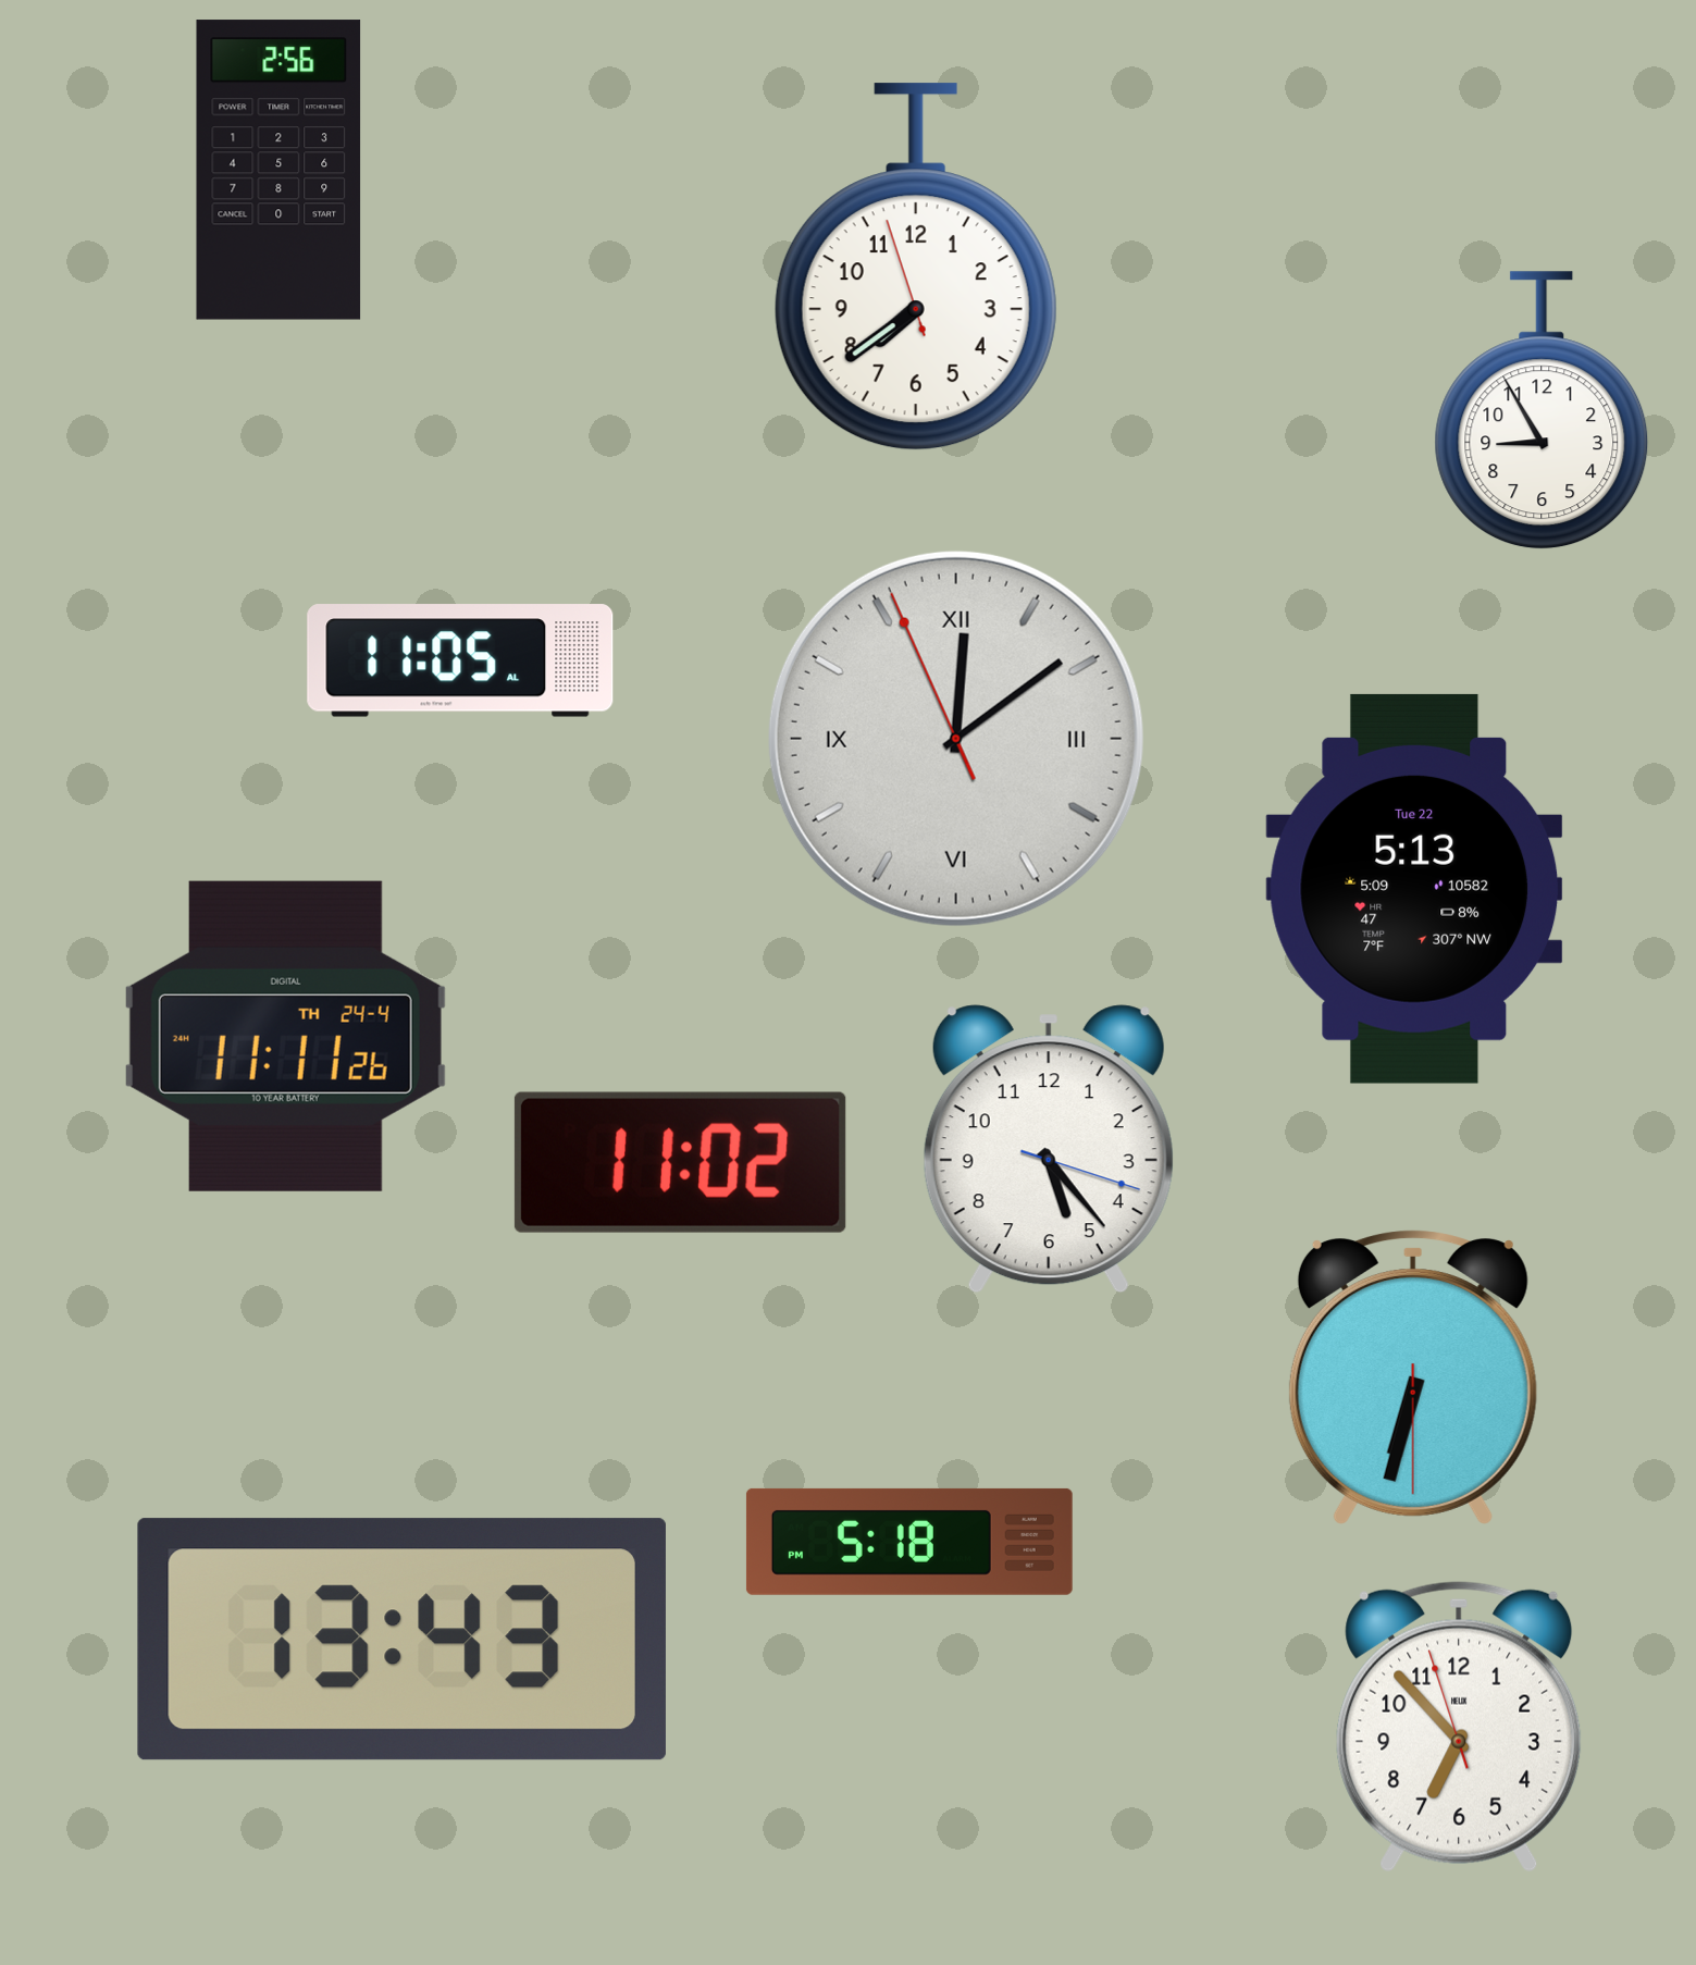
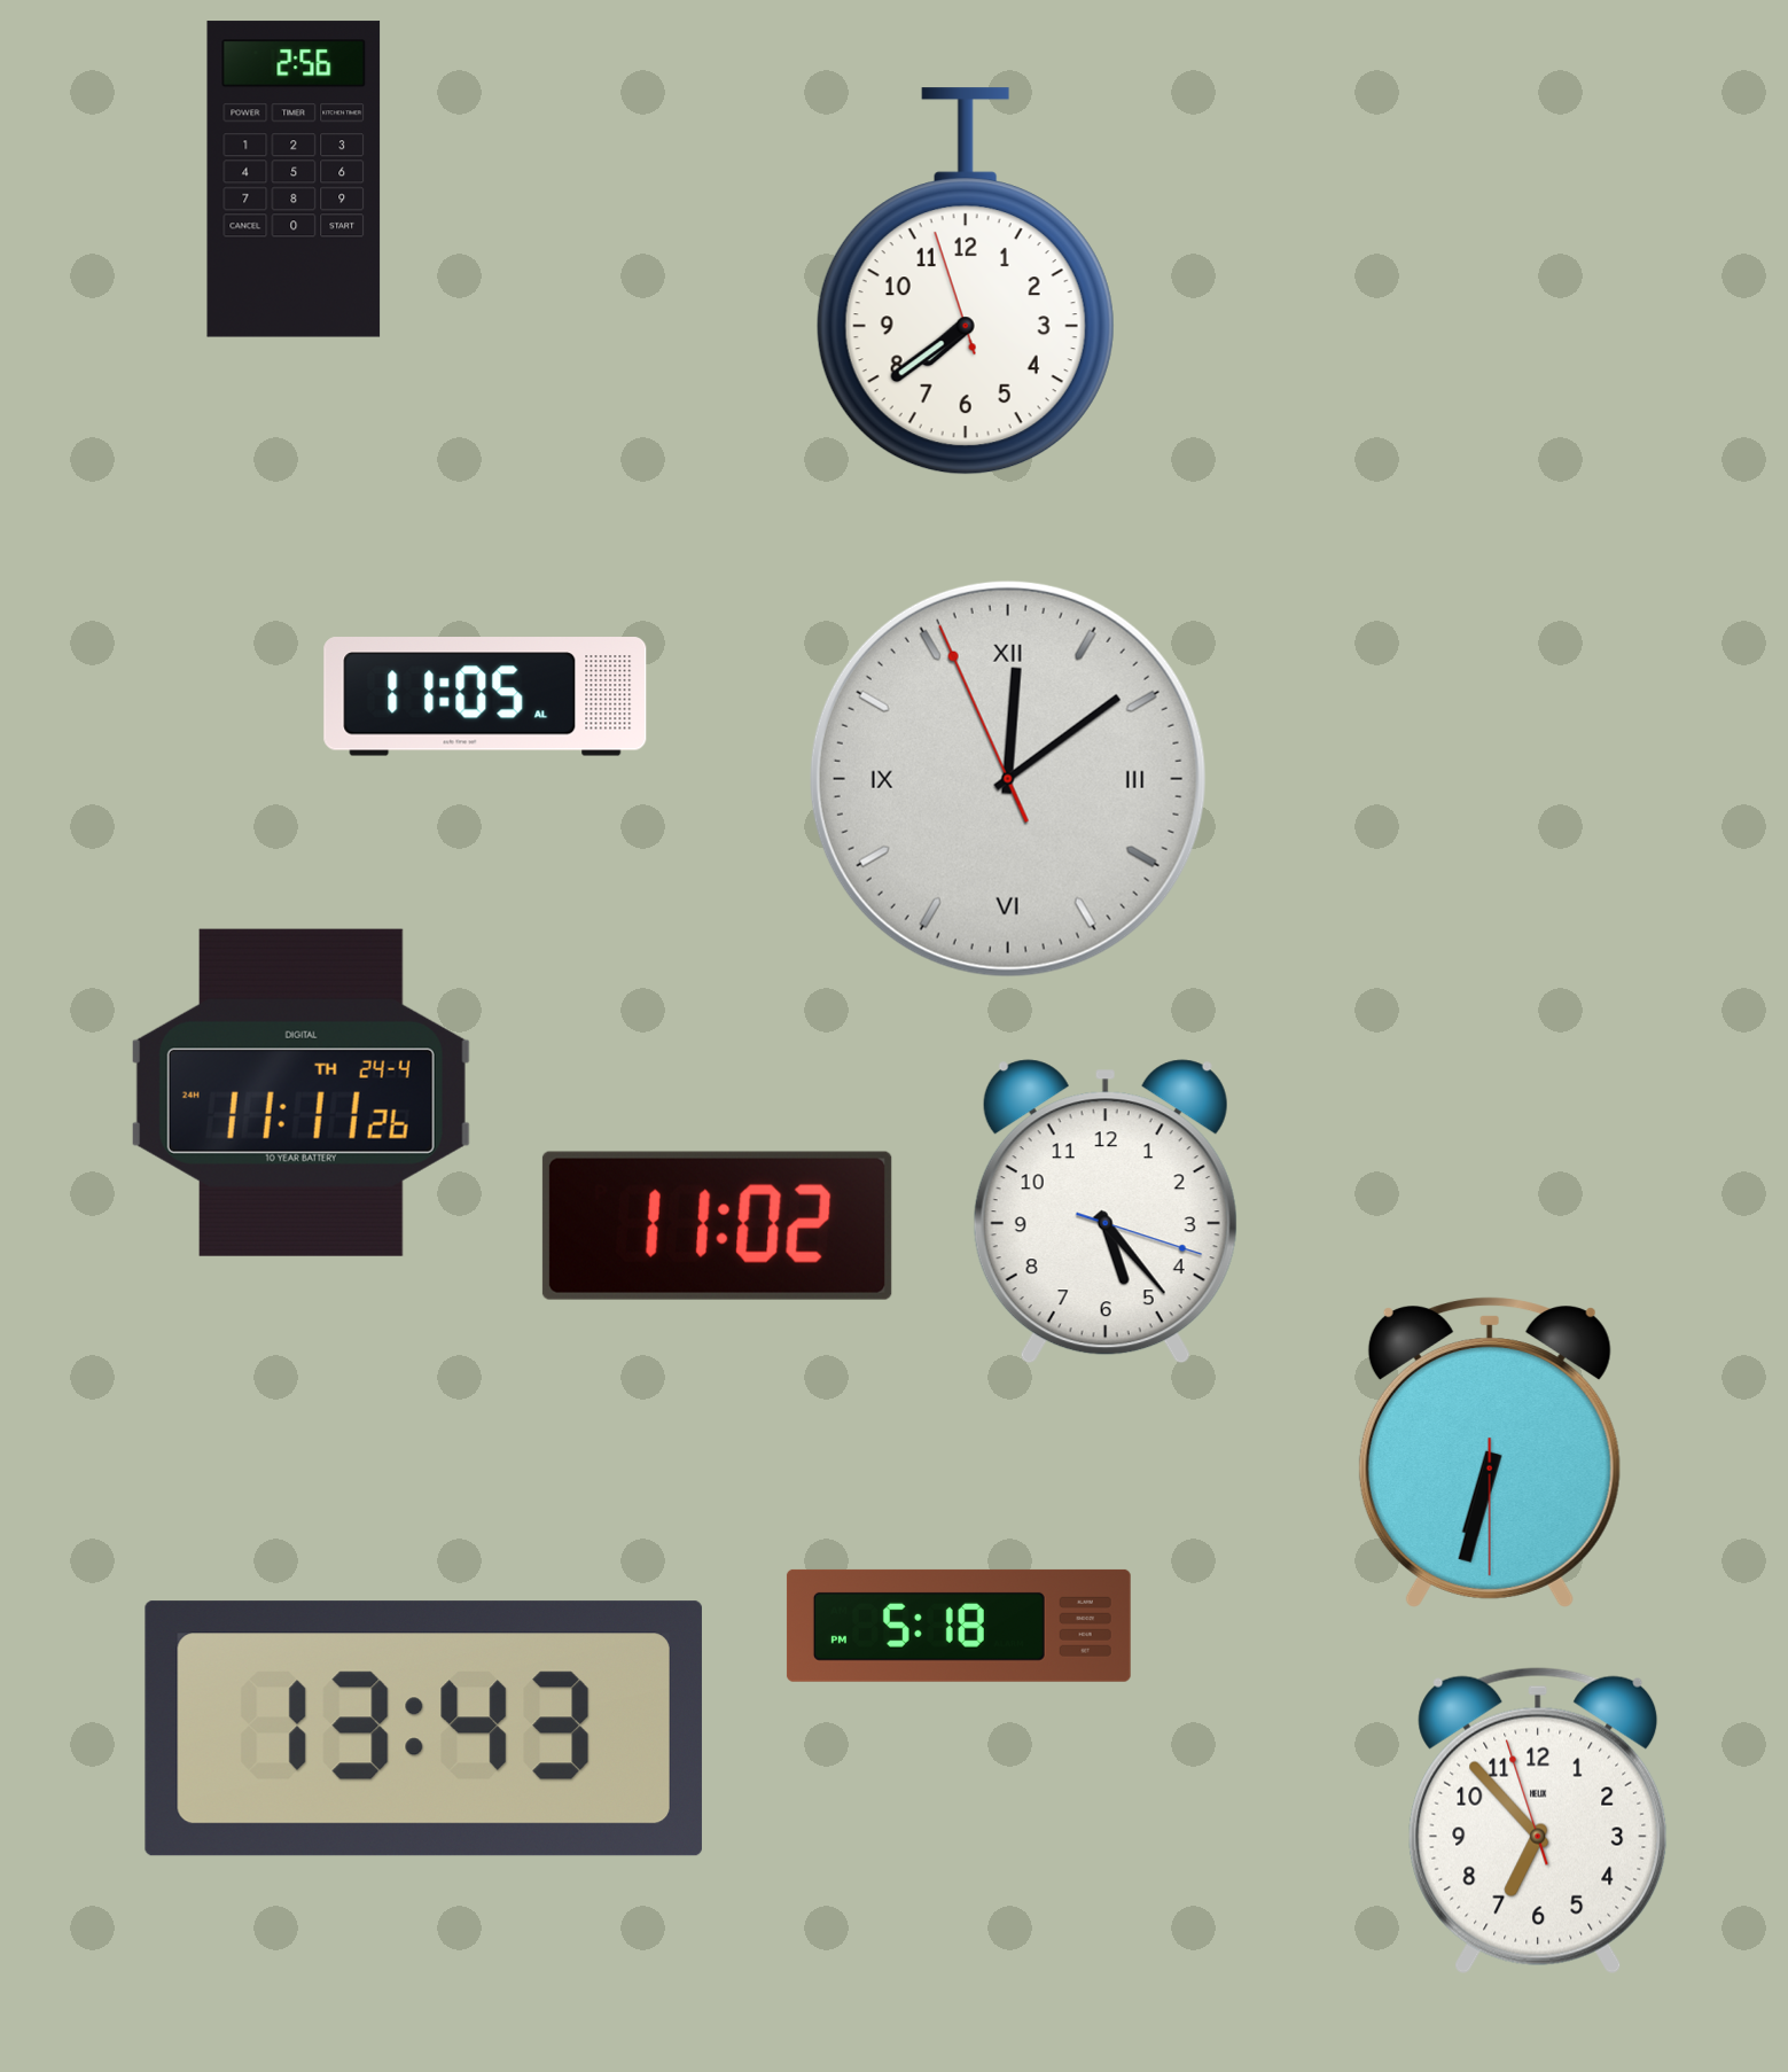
clock at (1542, 411): 8:55 -> none
clock at (1414, 889): 5:13 -> none
